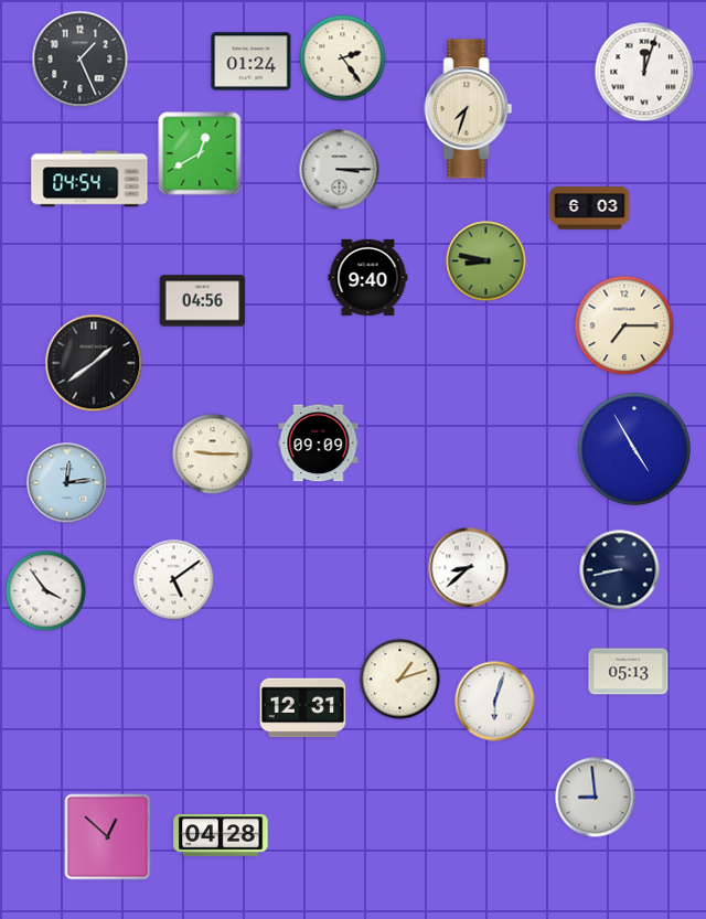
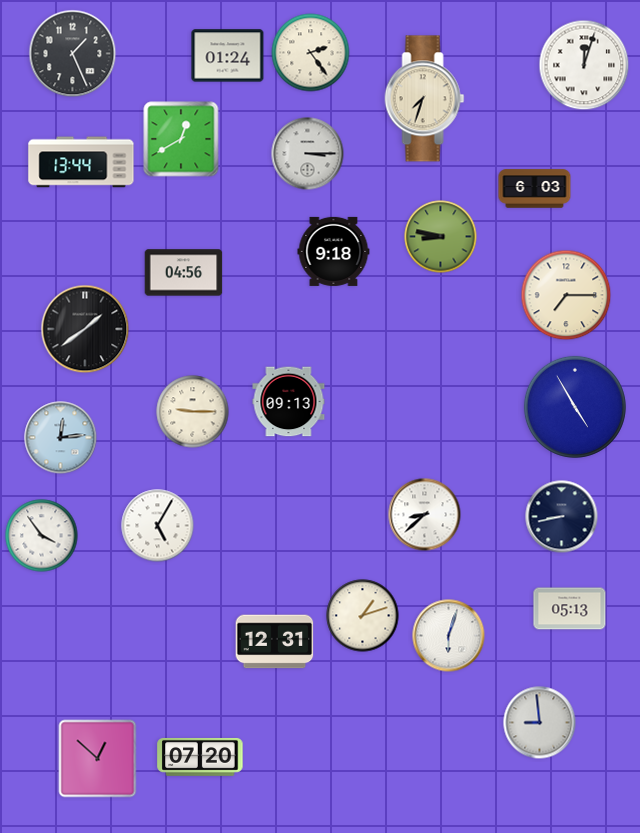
clock at (89, 179): 04:54 -> 13:44
clock at (368, 277): 9:40 -> 9:18
clock at (319, 444): 09:09 -> 09:13
clock at (174, 580): 5:09 -> 5:05
clock at (221, 835): 04:28 -> 07:20
